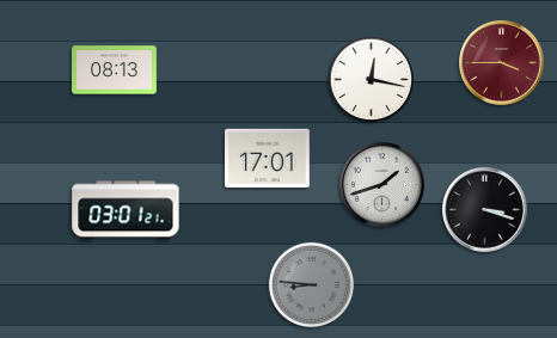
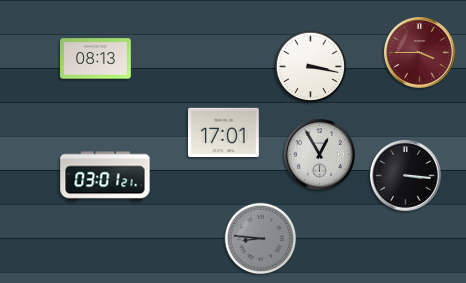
clock at (372, 80): 12:17 -> 3:17
clock at (382, 185): 1:42 -> 12:55
clock at (485, 210): 3:18 -> 3:16
